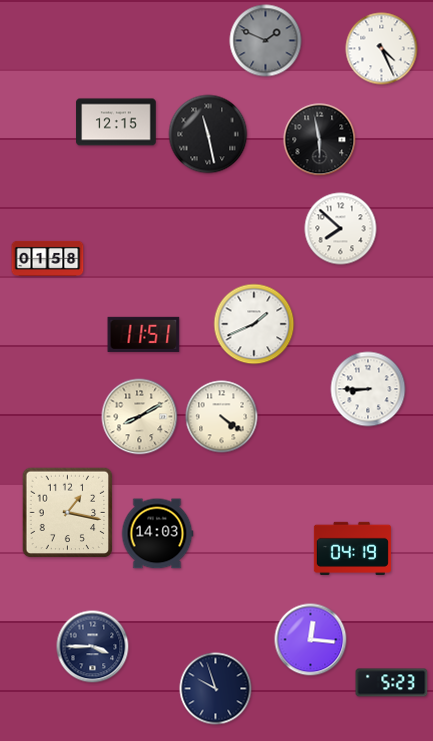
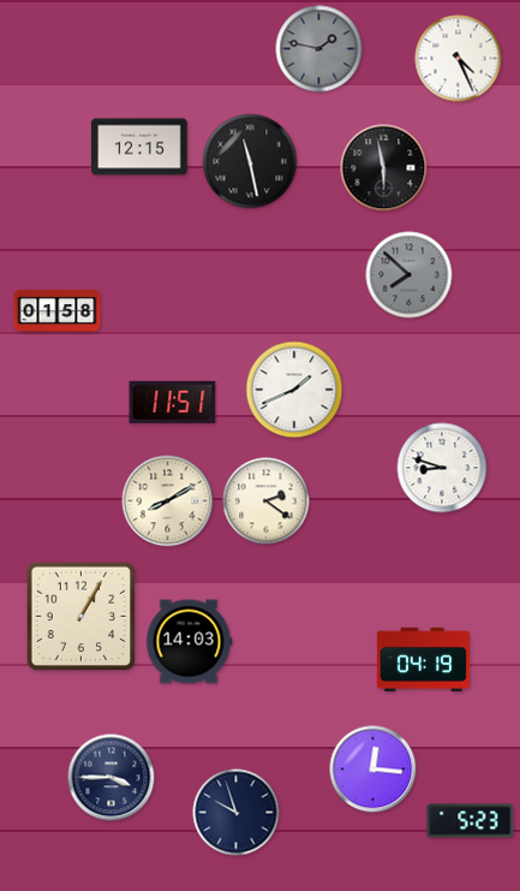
clock at (266, 41): 1:49 -> 1:47
clock at (341, 229) dial: white -> grey
clock at (254, 324) position: (254, 324) -> (294, 390)
clock at (368, 389): 8:45 -> 8:48
clock at (222, 417): 4:21 -> 2:21
clock at (68, 513): 1:17 -> 1:05
clock at (216, 689) position: (216, 689) -> (237, 813)
